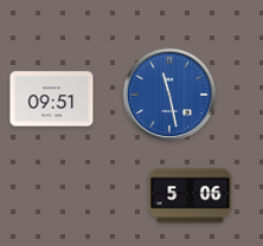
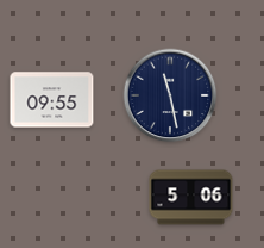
clock at (169, 95) dial: blue -> navy
clock at (52, 99): 09:51 -> 09:55
